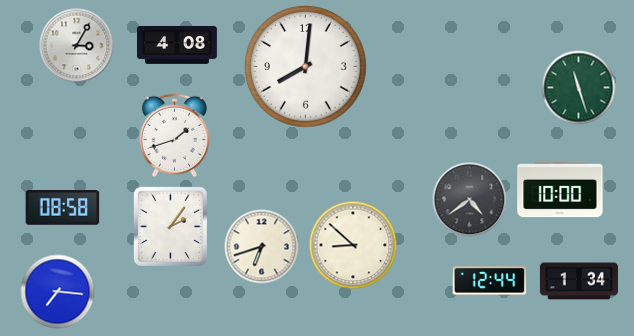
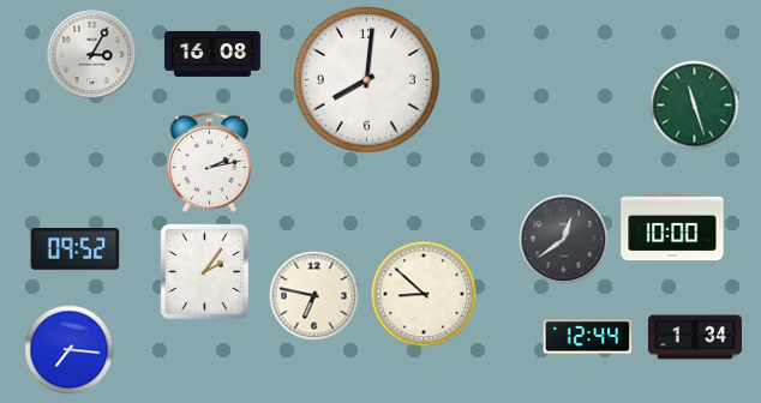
clock at (177, 45): 4:08 -> 16:08
clock at (174, 135): 1:42 -> 2:13
clock at (470, 200): 4:39 -> 12:39
clock at (63, 208): 08:58 -> 09:52
clock at (262, 247): 6:42 -> 6:47
